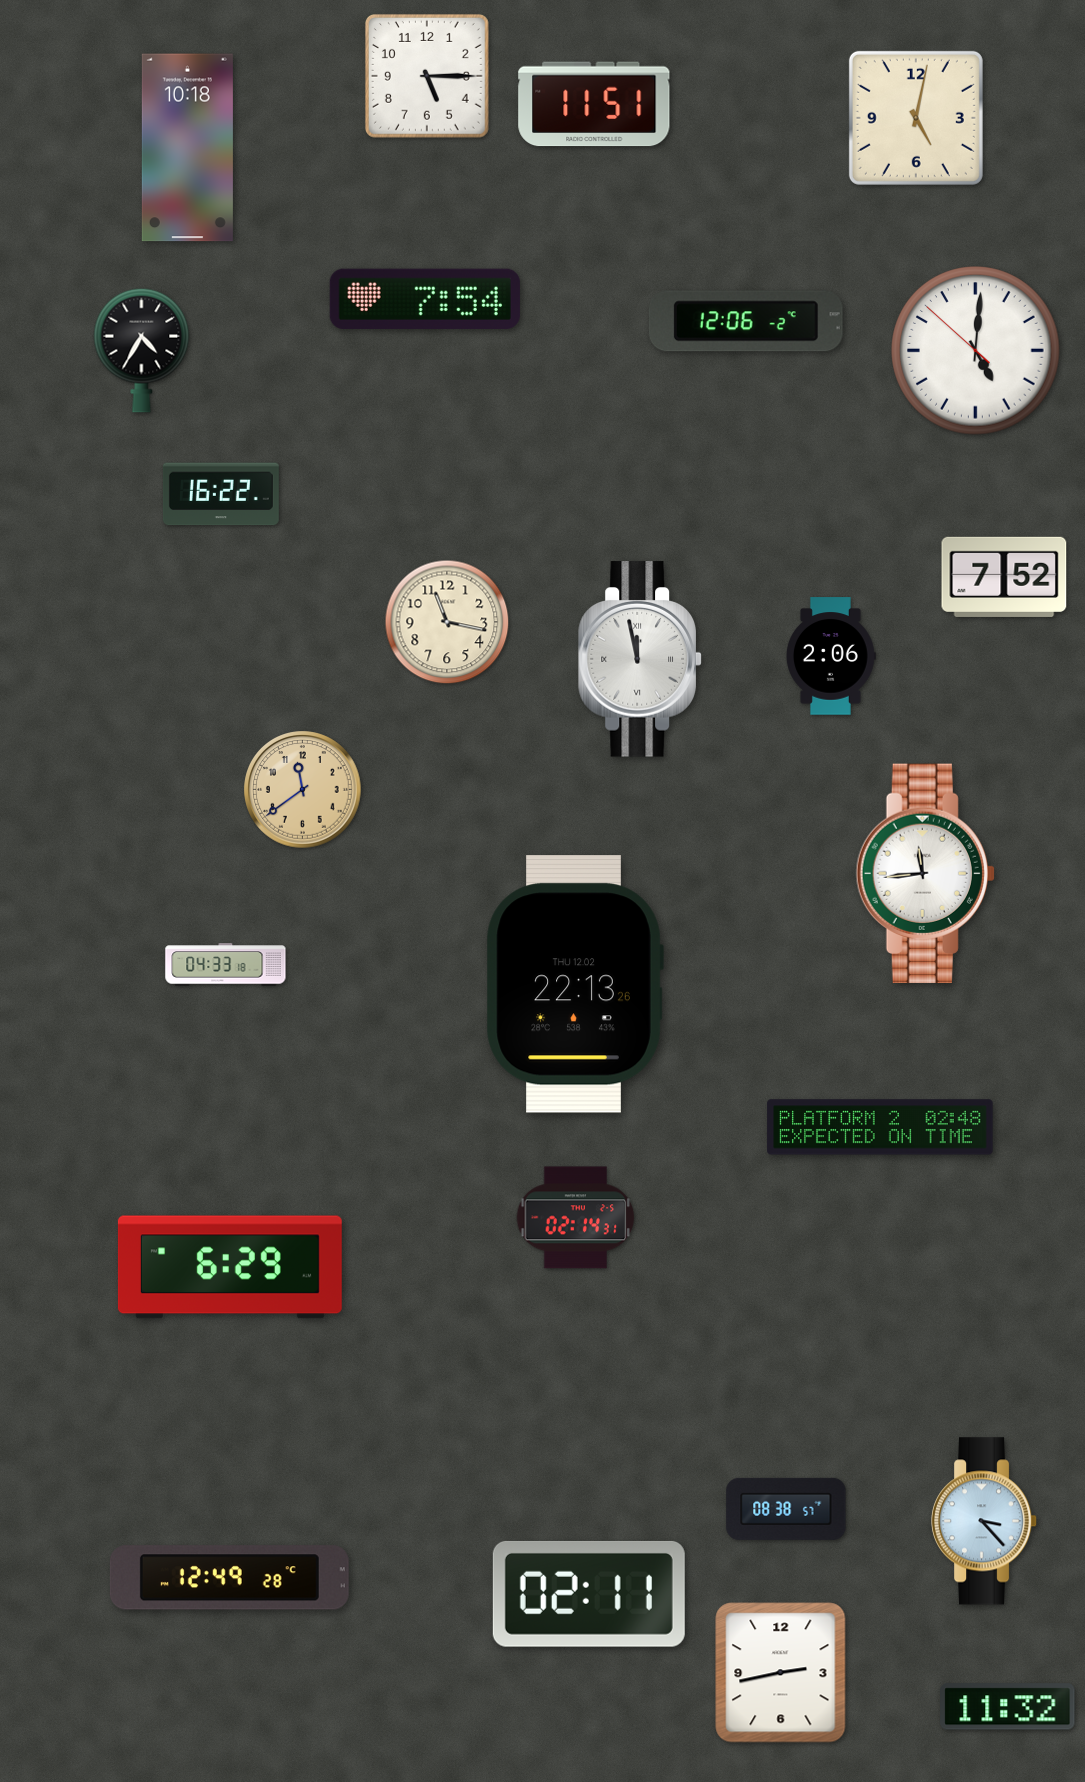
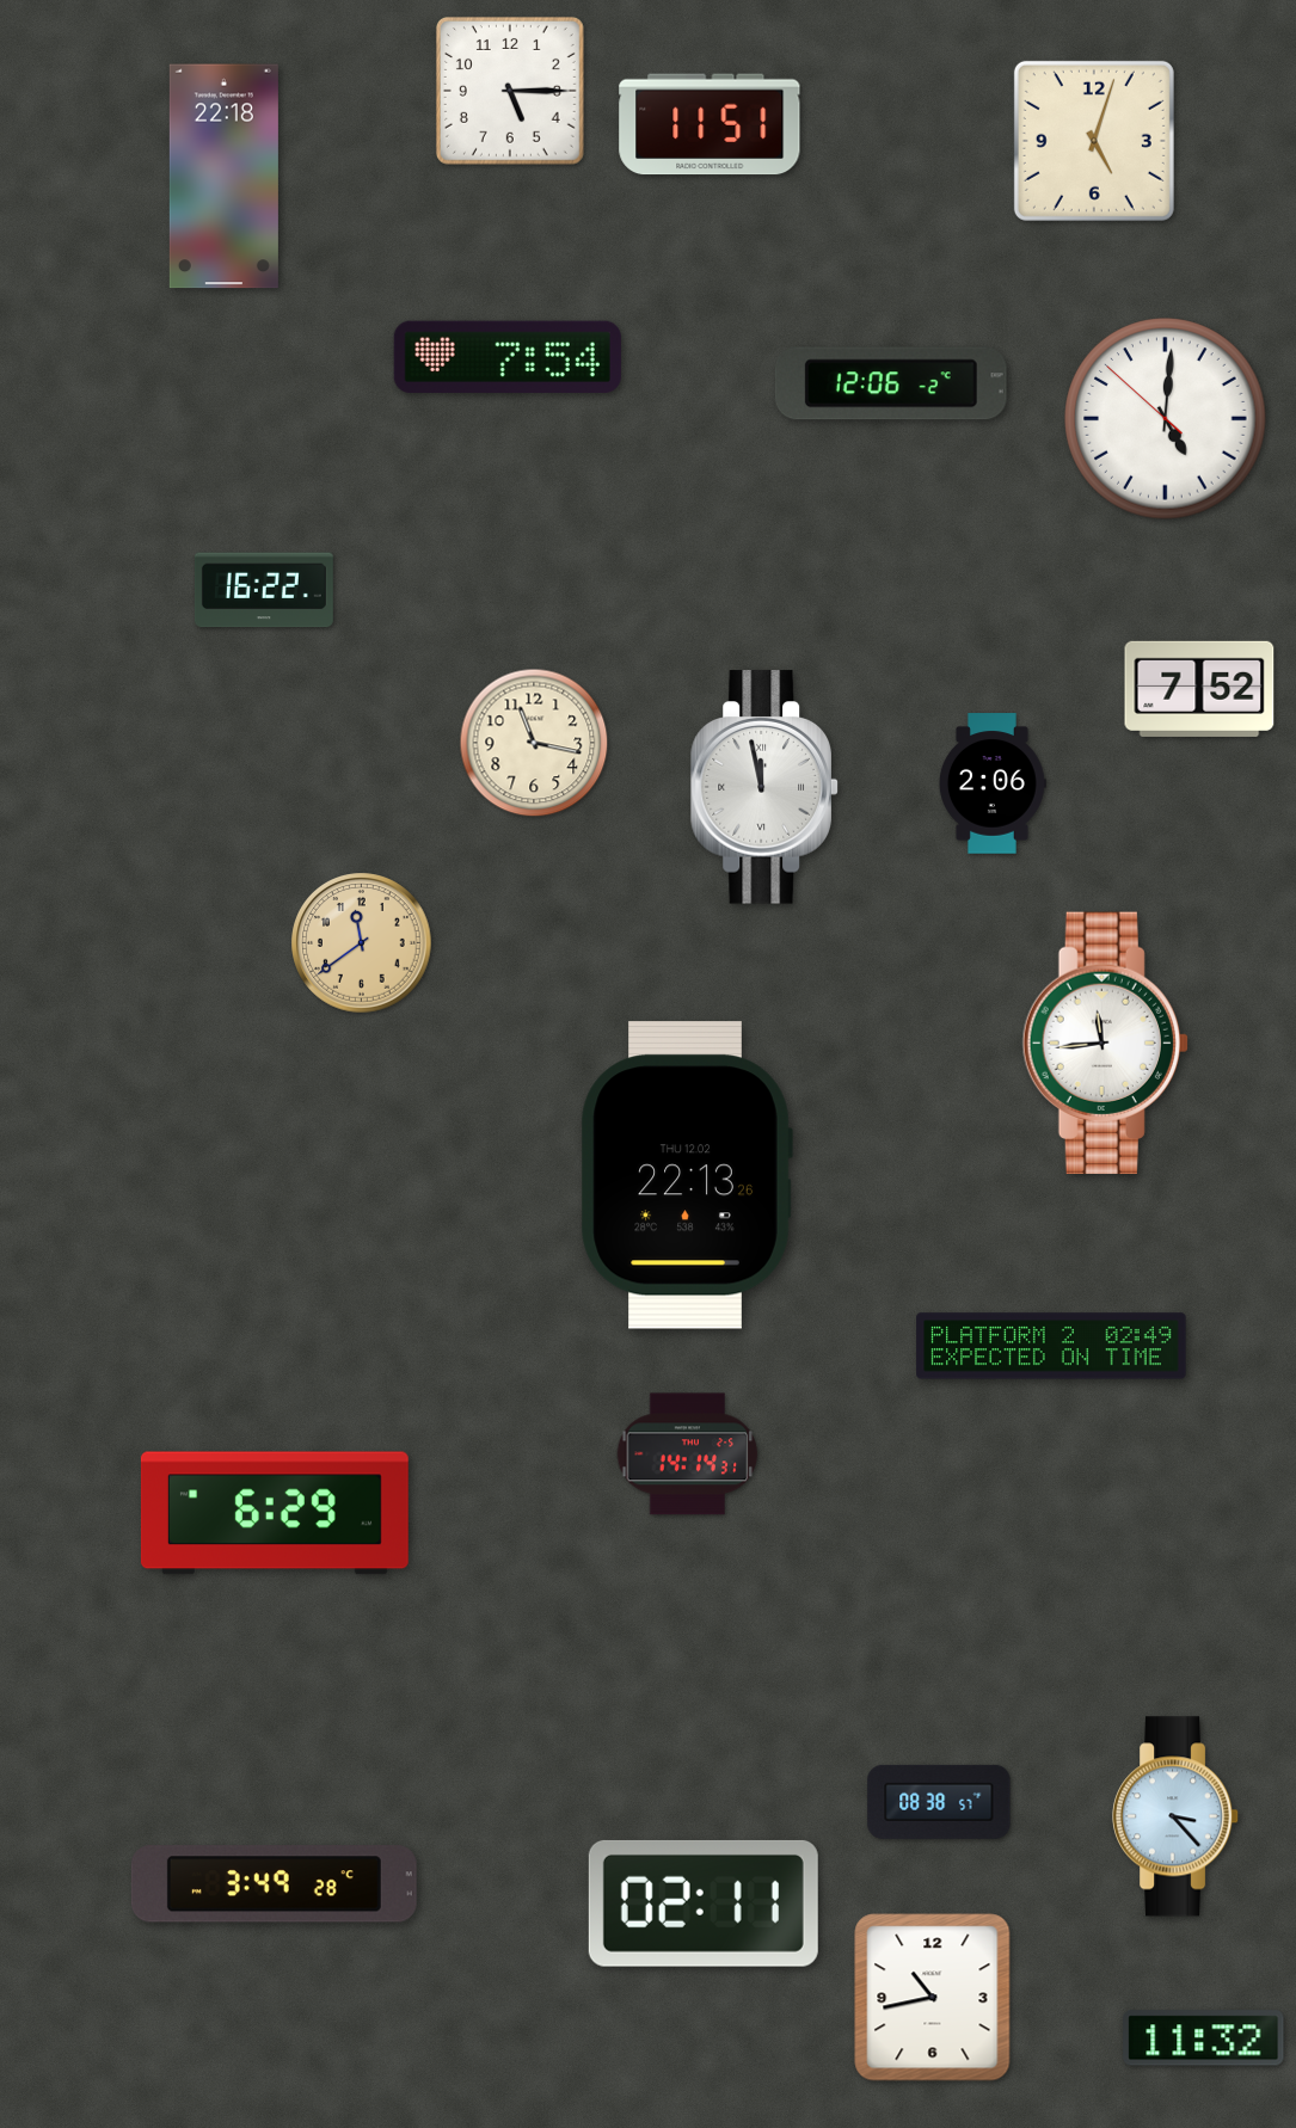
clock at (916, 118): 5:02 -> 5:03
clock at (187, 148): 10:18 -> 22:18
clock at (142, 350): 4:35 -> none
clock at (226, 965): 04:33 -> none
clock at (880, 1127): 02:48 -> 02:49
clock at (576, 1218): 02:14 -> 14:14
clock at (229, 1578): 12:49 -> 3:49
clock at (781, 1673): 2:43 -> 10:43
